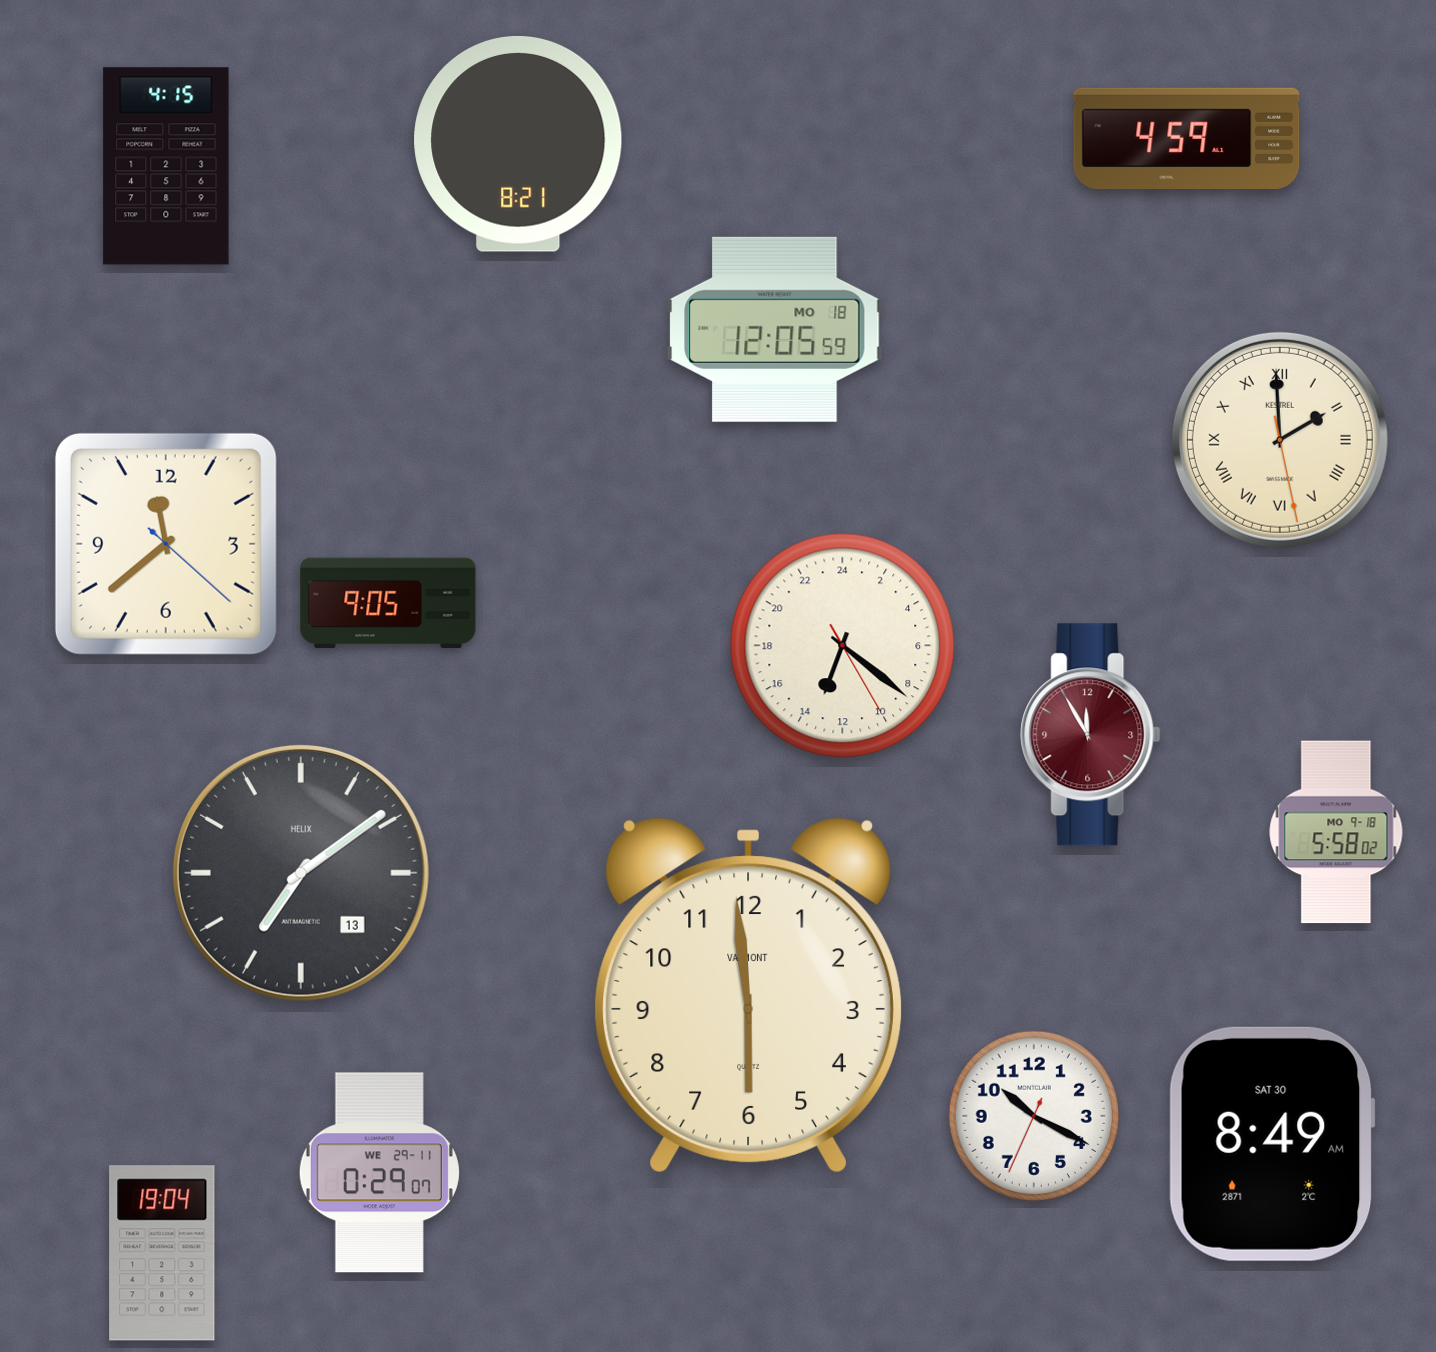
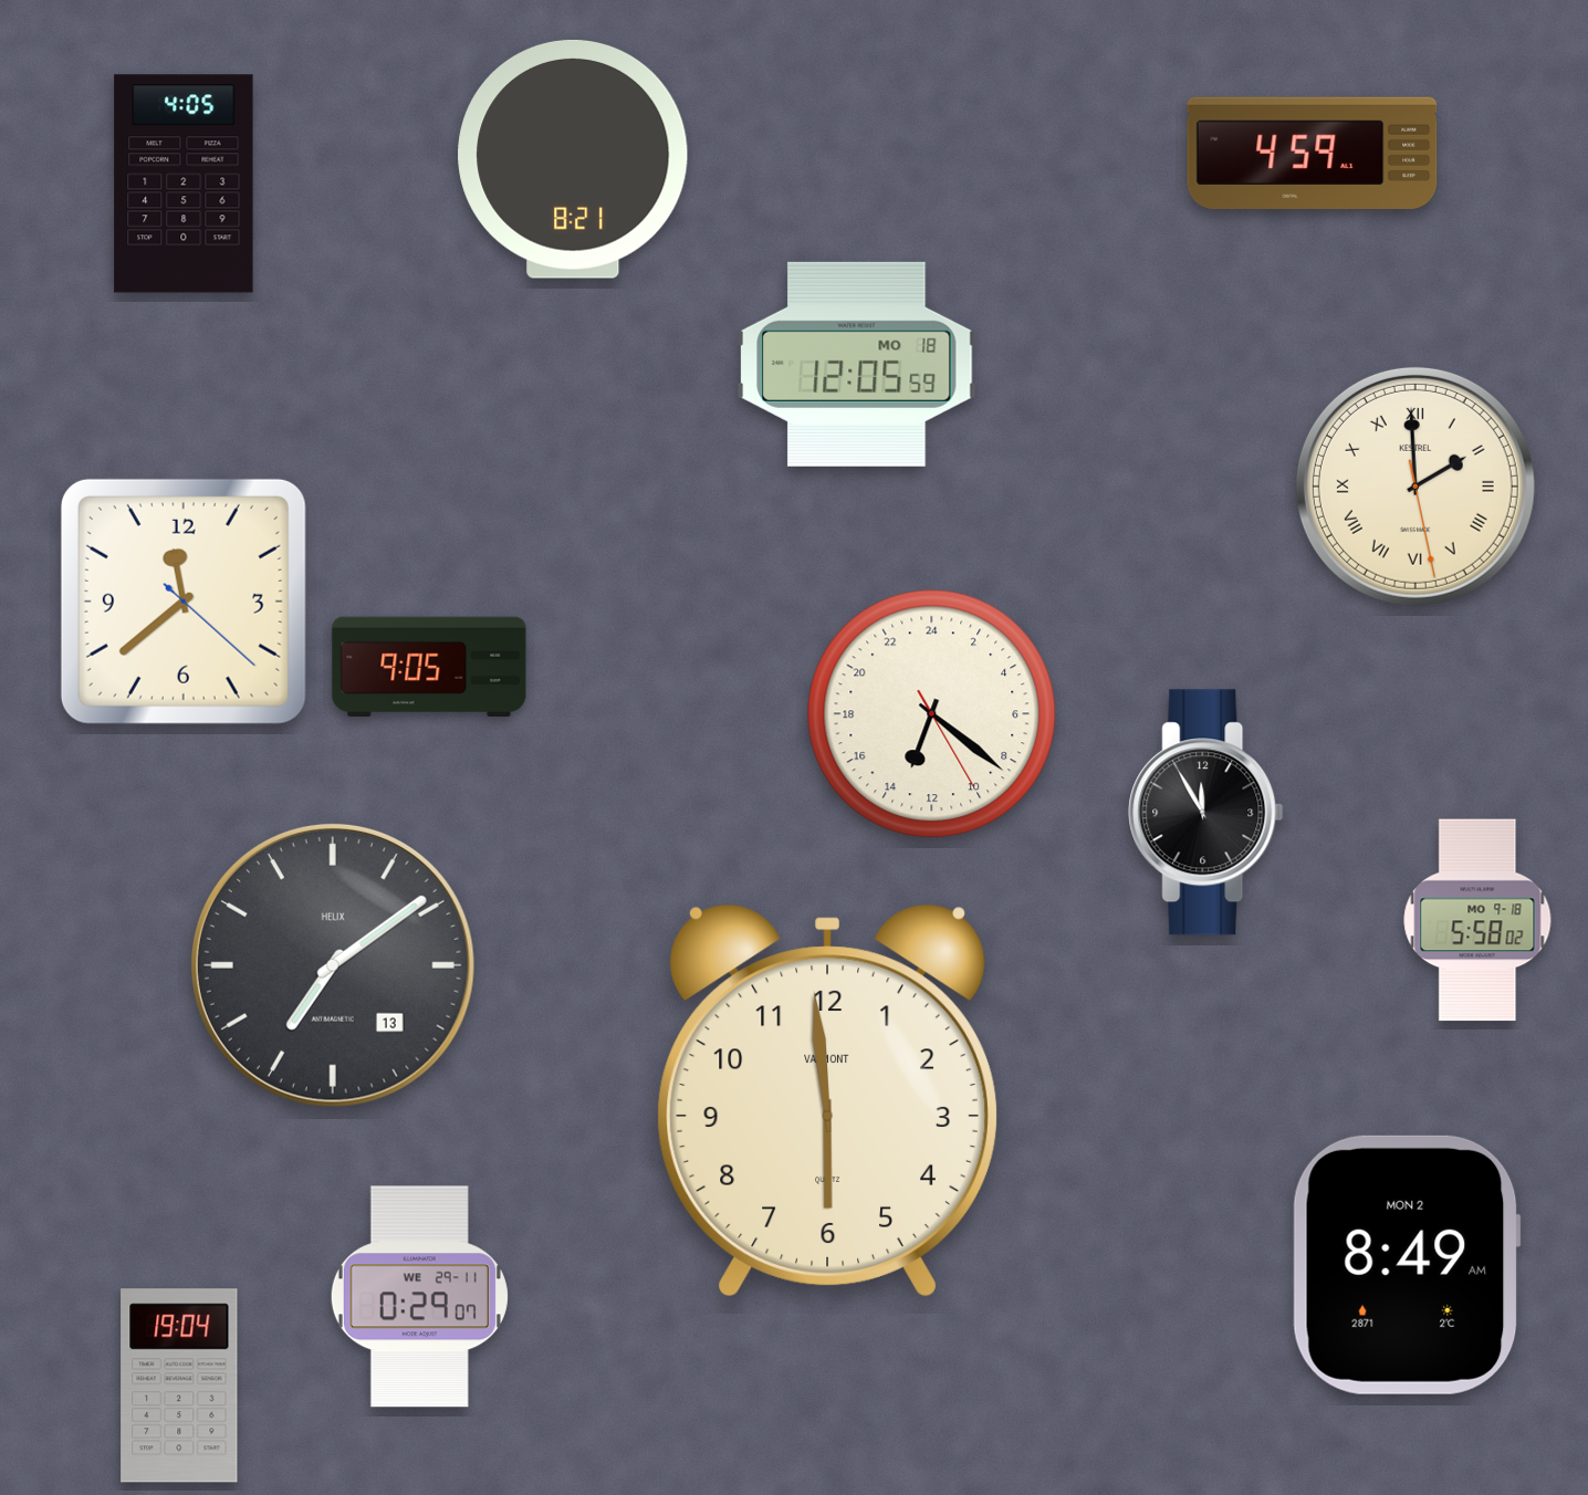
clock at (166, 166): 4:15 -> 4:05
clock at (1091, 735) dial: burgundy -> black
clock at (1034, 1116): 10:19 -> none
clock at (1272, 1144) date: SAT 30 -> MON 2
